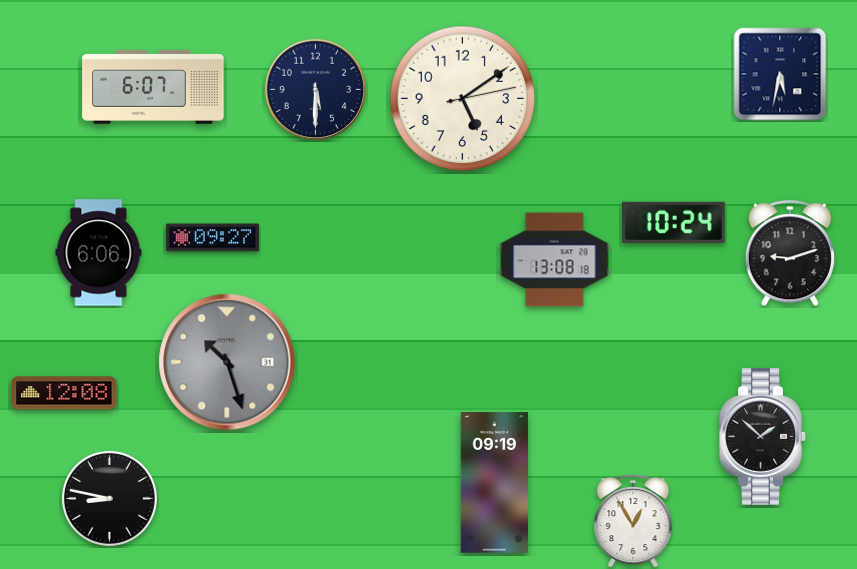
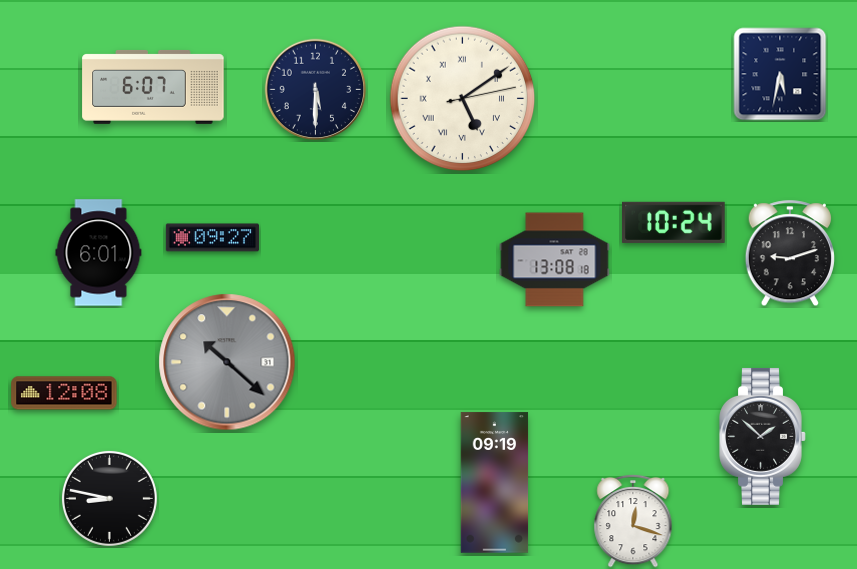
clock at (463, 99) numerals: Arabic -> Roman
clock at (99, 253): 6:06 -> 6:01
clock at (227, 362): 10:27 -> 10:22
clock at (633, 521): 12:55 -> 12:18
